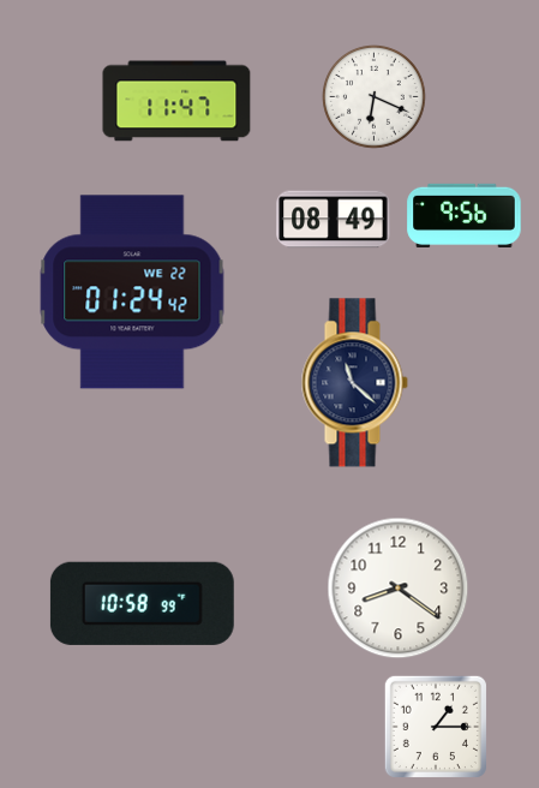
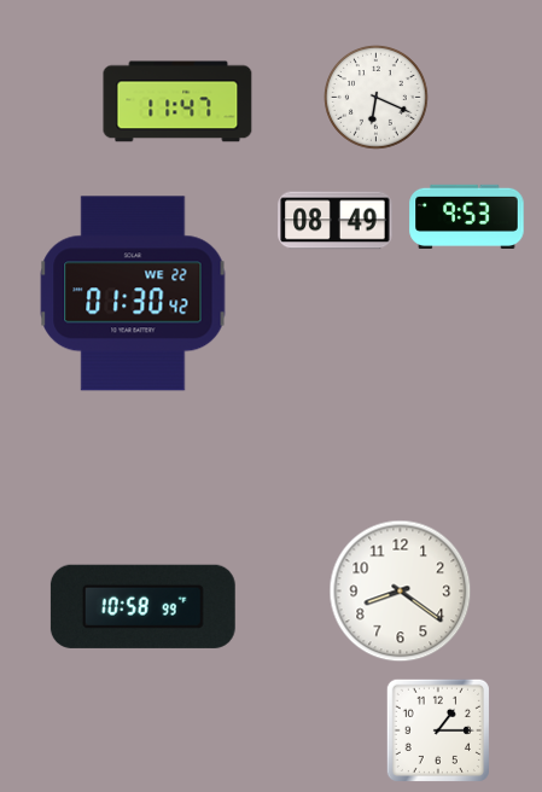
clock at (465, 215): 9:56 -> 9:53
clock at (132, 292): 01:24 -> 01:30
clock at (354, 383): 11:22 -> none
